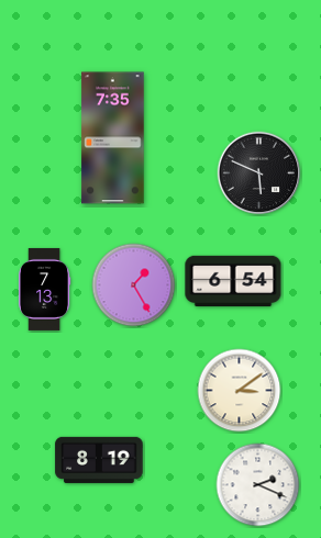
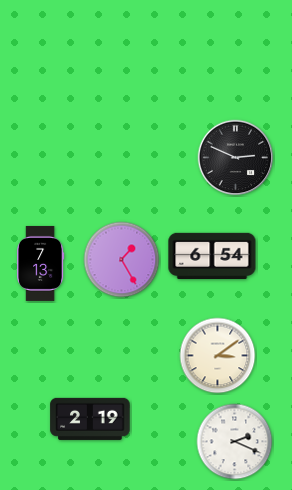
clock at (113, 138): 7:35 -> none
clock at (259, 173): 5:49 -> 2:49
clock at (99, 460): 8:19 -> 2:19
